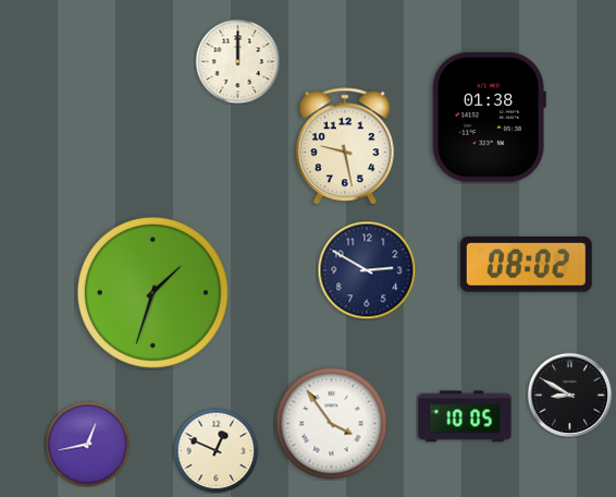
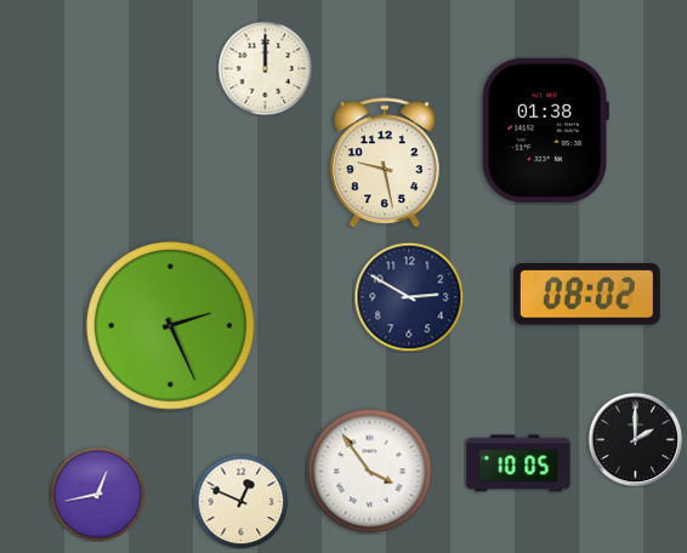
clock at (367, 270) position: (367, 270) -> (409, 297)
clock at (153, 293): 1:33 -> 2:26
clock at (569, 395): 8:50 -> 2:00
